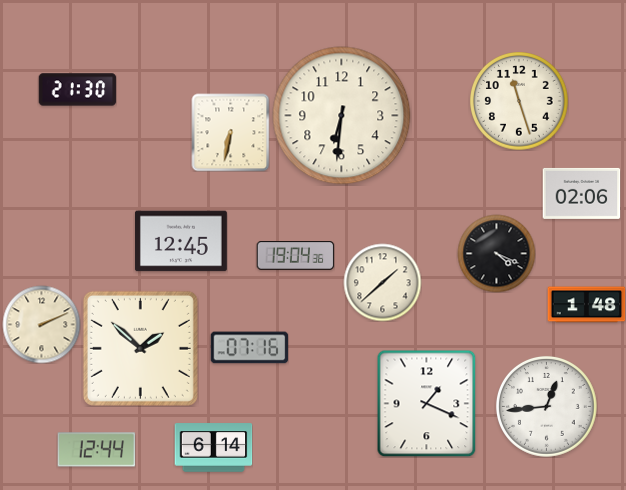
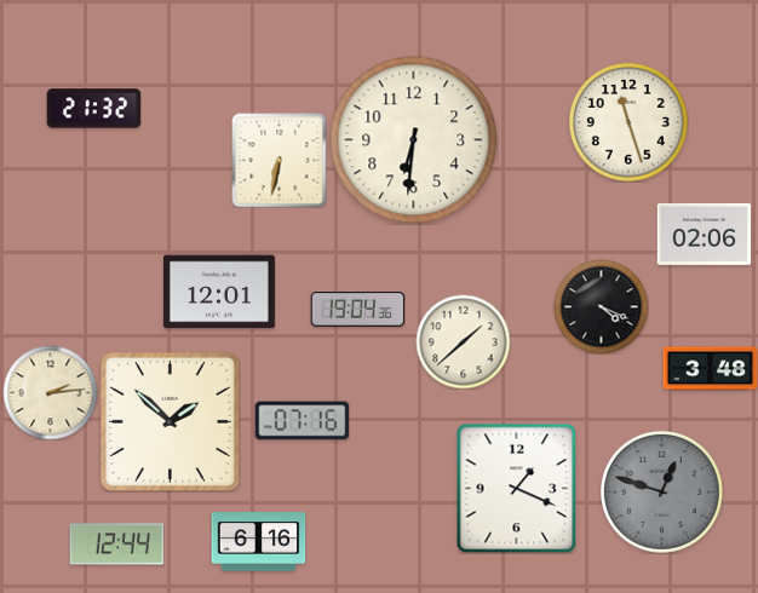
clock at (77, 90): 21:30 -> 21:32
clock at (181, 241): 12:45 -> 12:01
clock at (586, 305): 1:48 -> 3:48
clock at (41, 324): 2:11 -> 2:14
clock at (546, 406): 12:44 -> 12:48
clock at (546, 406) dial: white -> grey
clock at (213, 448): 6:14 -> 6:16
